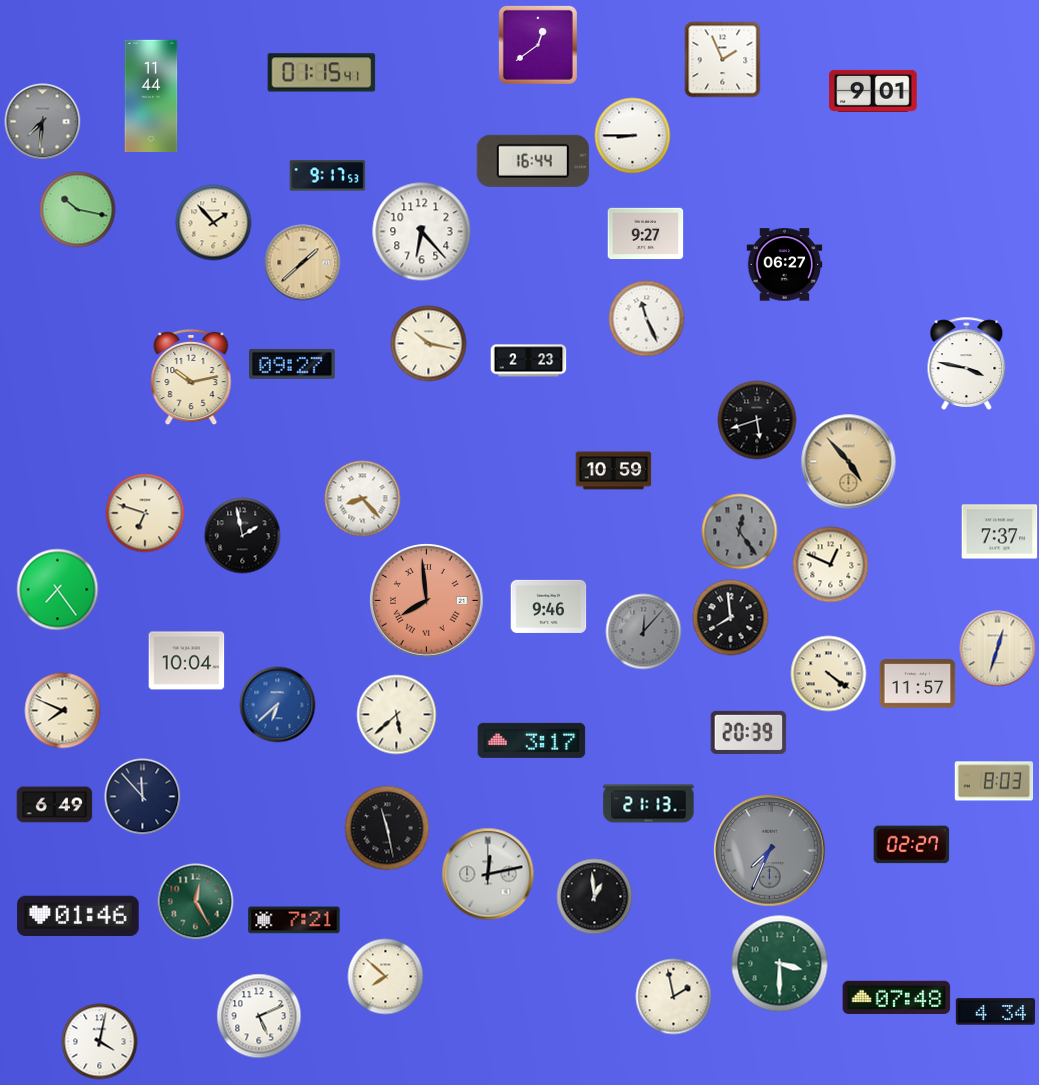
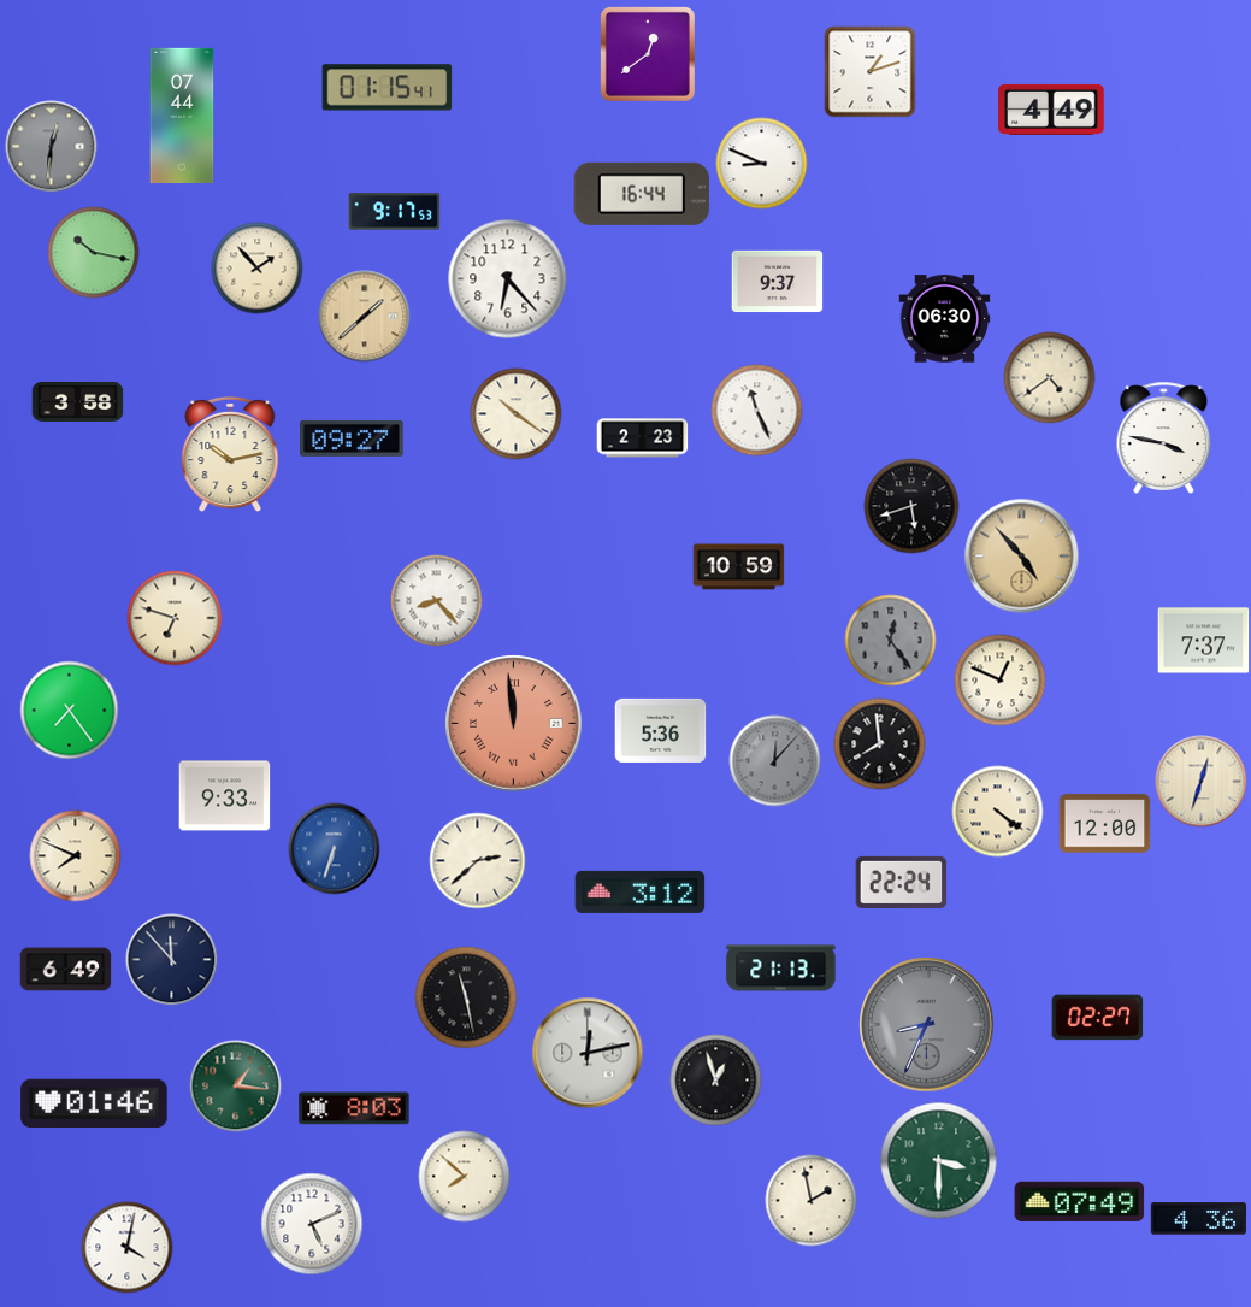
clock at (723, 60): 1:56 -> 1:12
clock at (873, 91): 9:01 -> 4:49
clock at (151, 95): 11:44 -> 07:44
clock at (43, 122): 7:31 -> 12:31
clock at (633, 136): 8:45 -> 8:49
clock at (646, 234): 9:27 -> 9:37
clock at (785, 265): 06:27 -> 06:30
clock at (1050, 378): none -> 4:39
clock at (647, 319) position: (647, 319) -> (757, 411)
clock at (78, 401): none -> 3:58
clock at (429, 344): 10:17 -> 10:21
clock at (529, 361) position: (529, 361) -> (643, 438)
clock at (243, 536): 1:58 -> none
clock at (427, 601): 7:59 -> 11:59
clock at (549, 606): 9:46 -> 5:36
clock at (187, 661): 10:04 -> 9:33
clock at (918, 684): 11:57 -> 12:00
clock at (278, 705): 6:38 -> 6:33
clock at (397, 715): 5:38 -> 2:38
clock at (749, 732): 20:39 -> 22:24
clock at (532, 740): 3:17 -> 3:12
clock at (994, 781): 8:03 -> none
clock at (770, 851): 7:34 -> 8:34
clock at (595, 897): 12:59 -> 12:57
clock at (196, 902): 12:25 -> 1:16
clock at (294, 920): 7:21 -> 8:03
clock at (897, 997): 07:48 -> 07:49
clock at (995, 1012): 4:34 -> 4:36
clock at (100, 1042) position: (100, 1042) -> (128, 1248)
